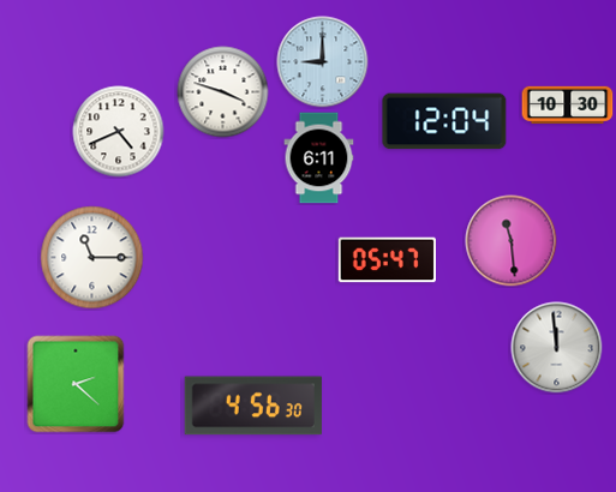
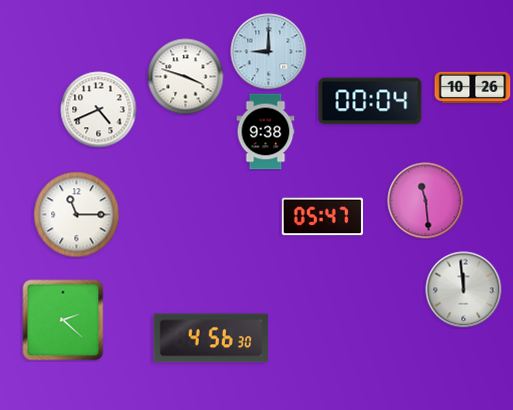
clock at (568, 106): 10:30 -> 10:26
clock at (444, 121): 12:04 -> 00:04
clock at (319, 158): 6:11 -> 9:38
